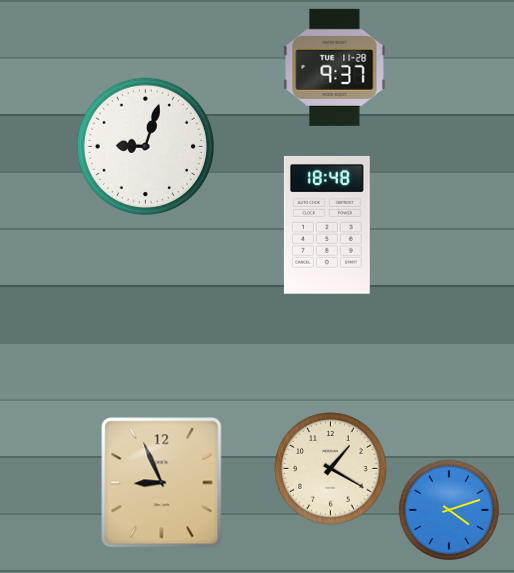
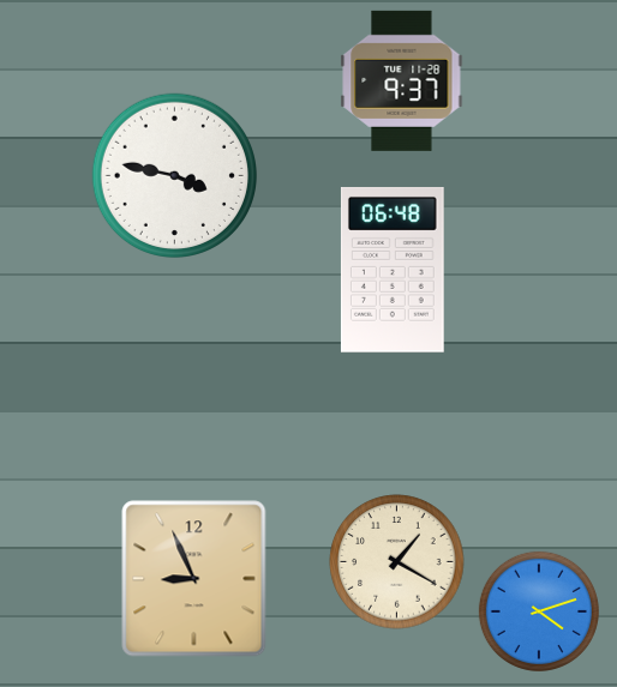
clock at (145, 146): 9:03 -> 3:47
clock at (327, 225): 18:48 -> 06:48
